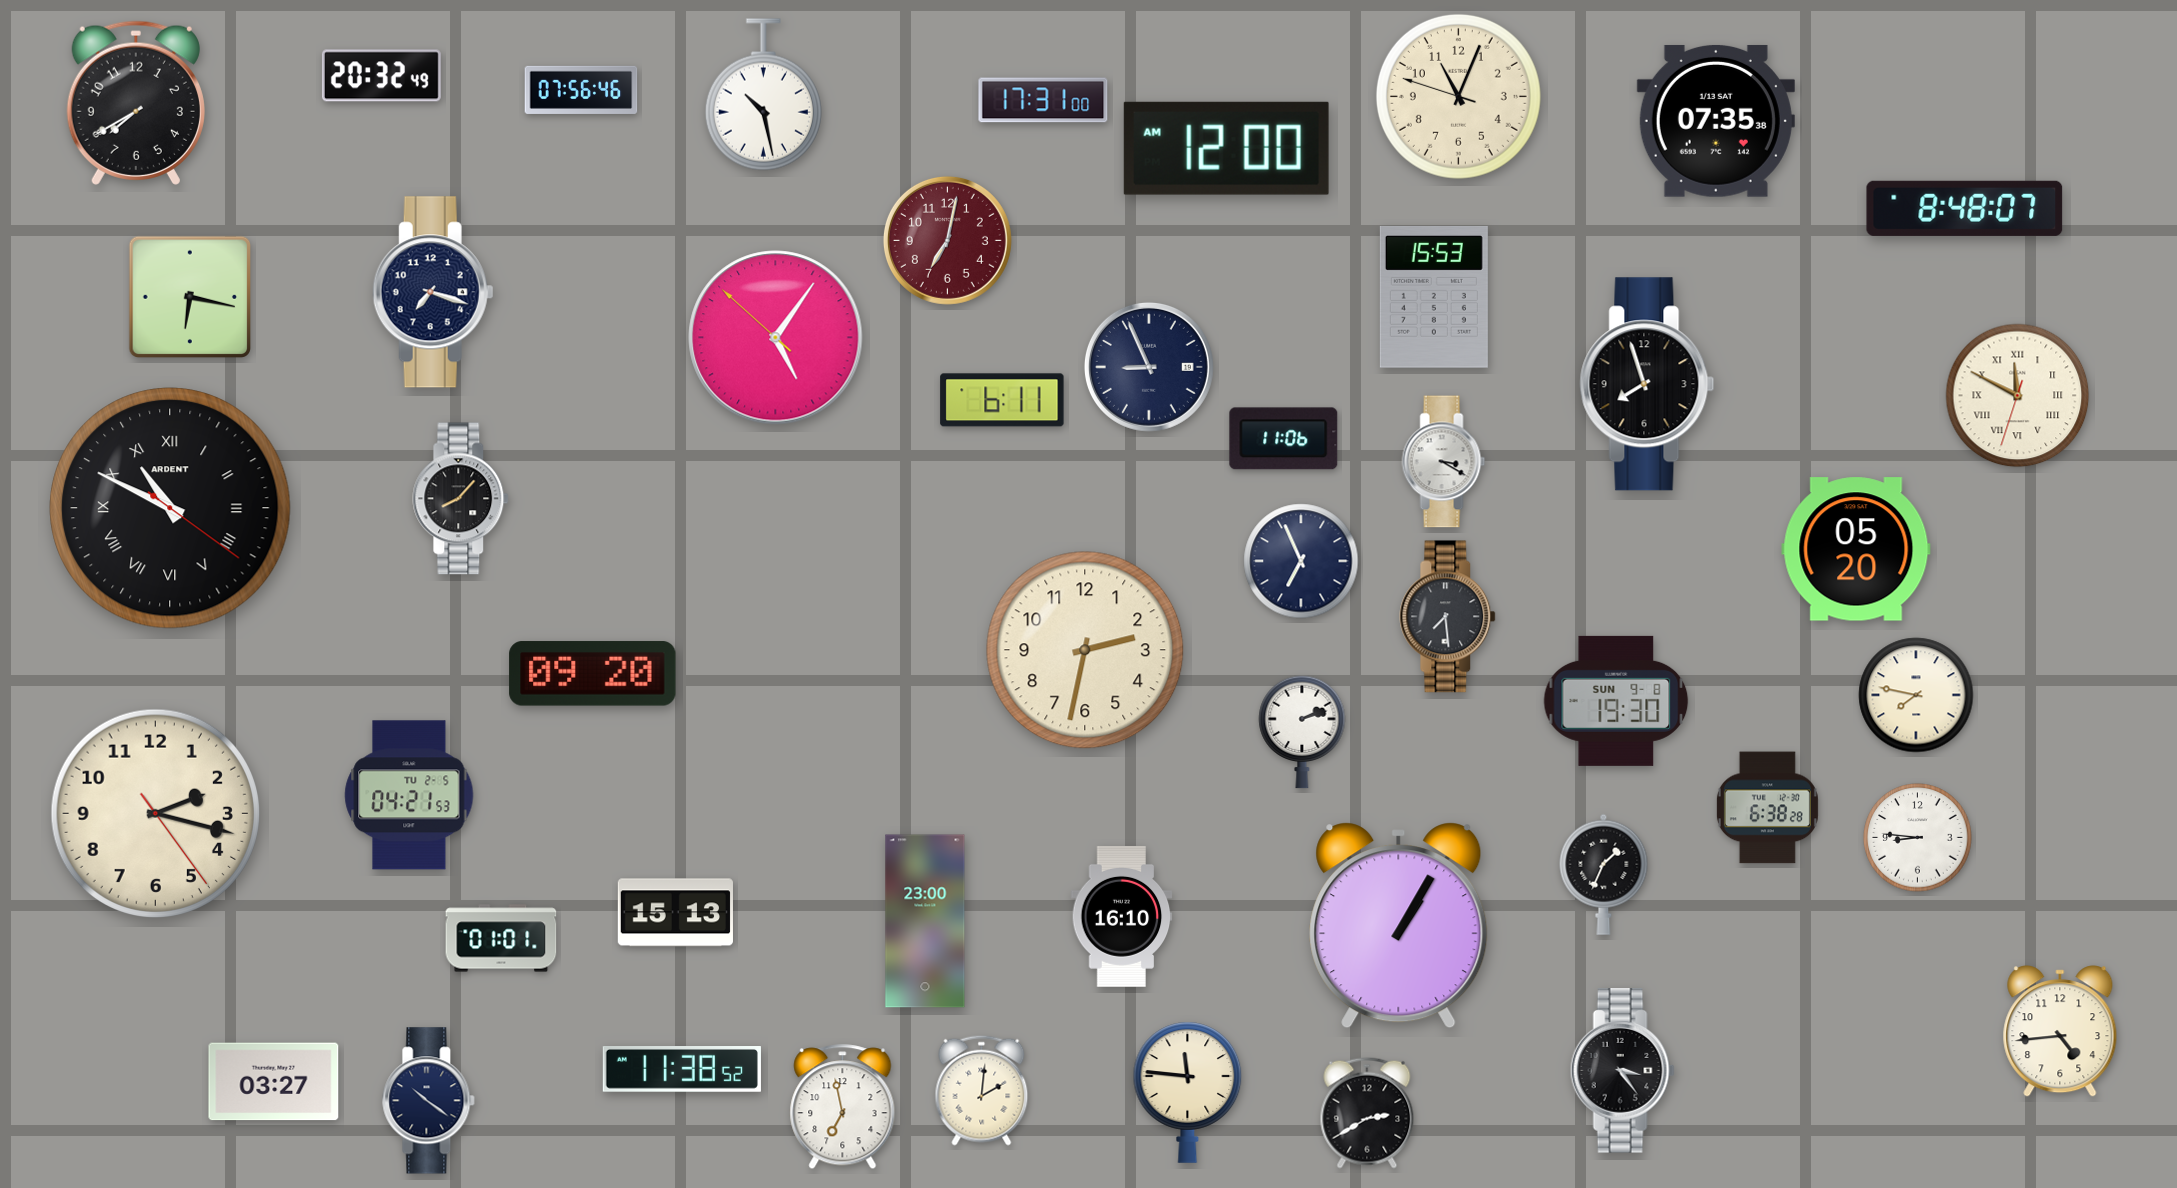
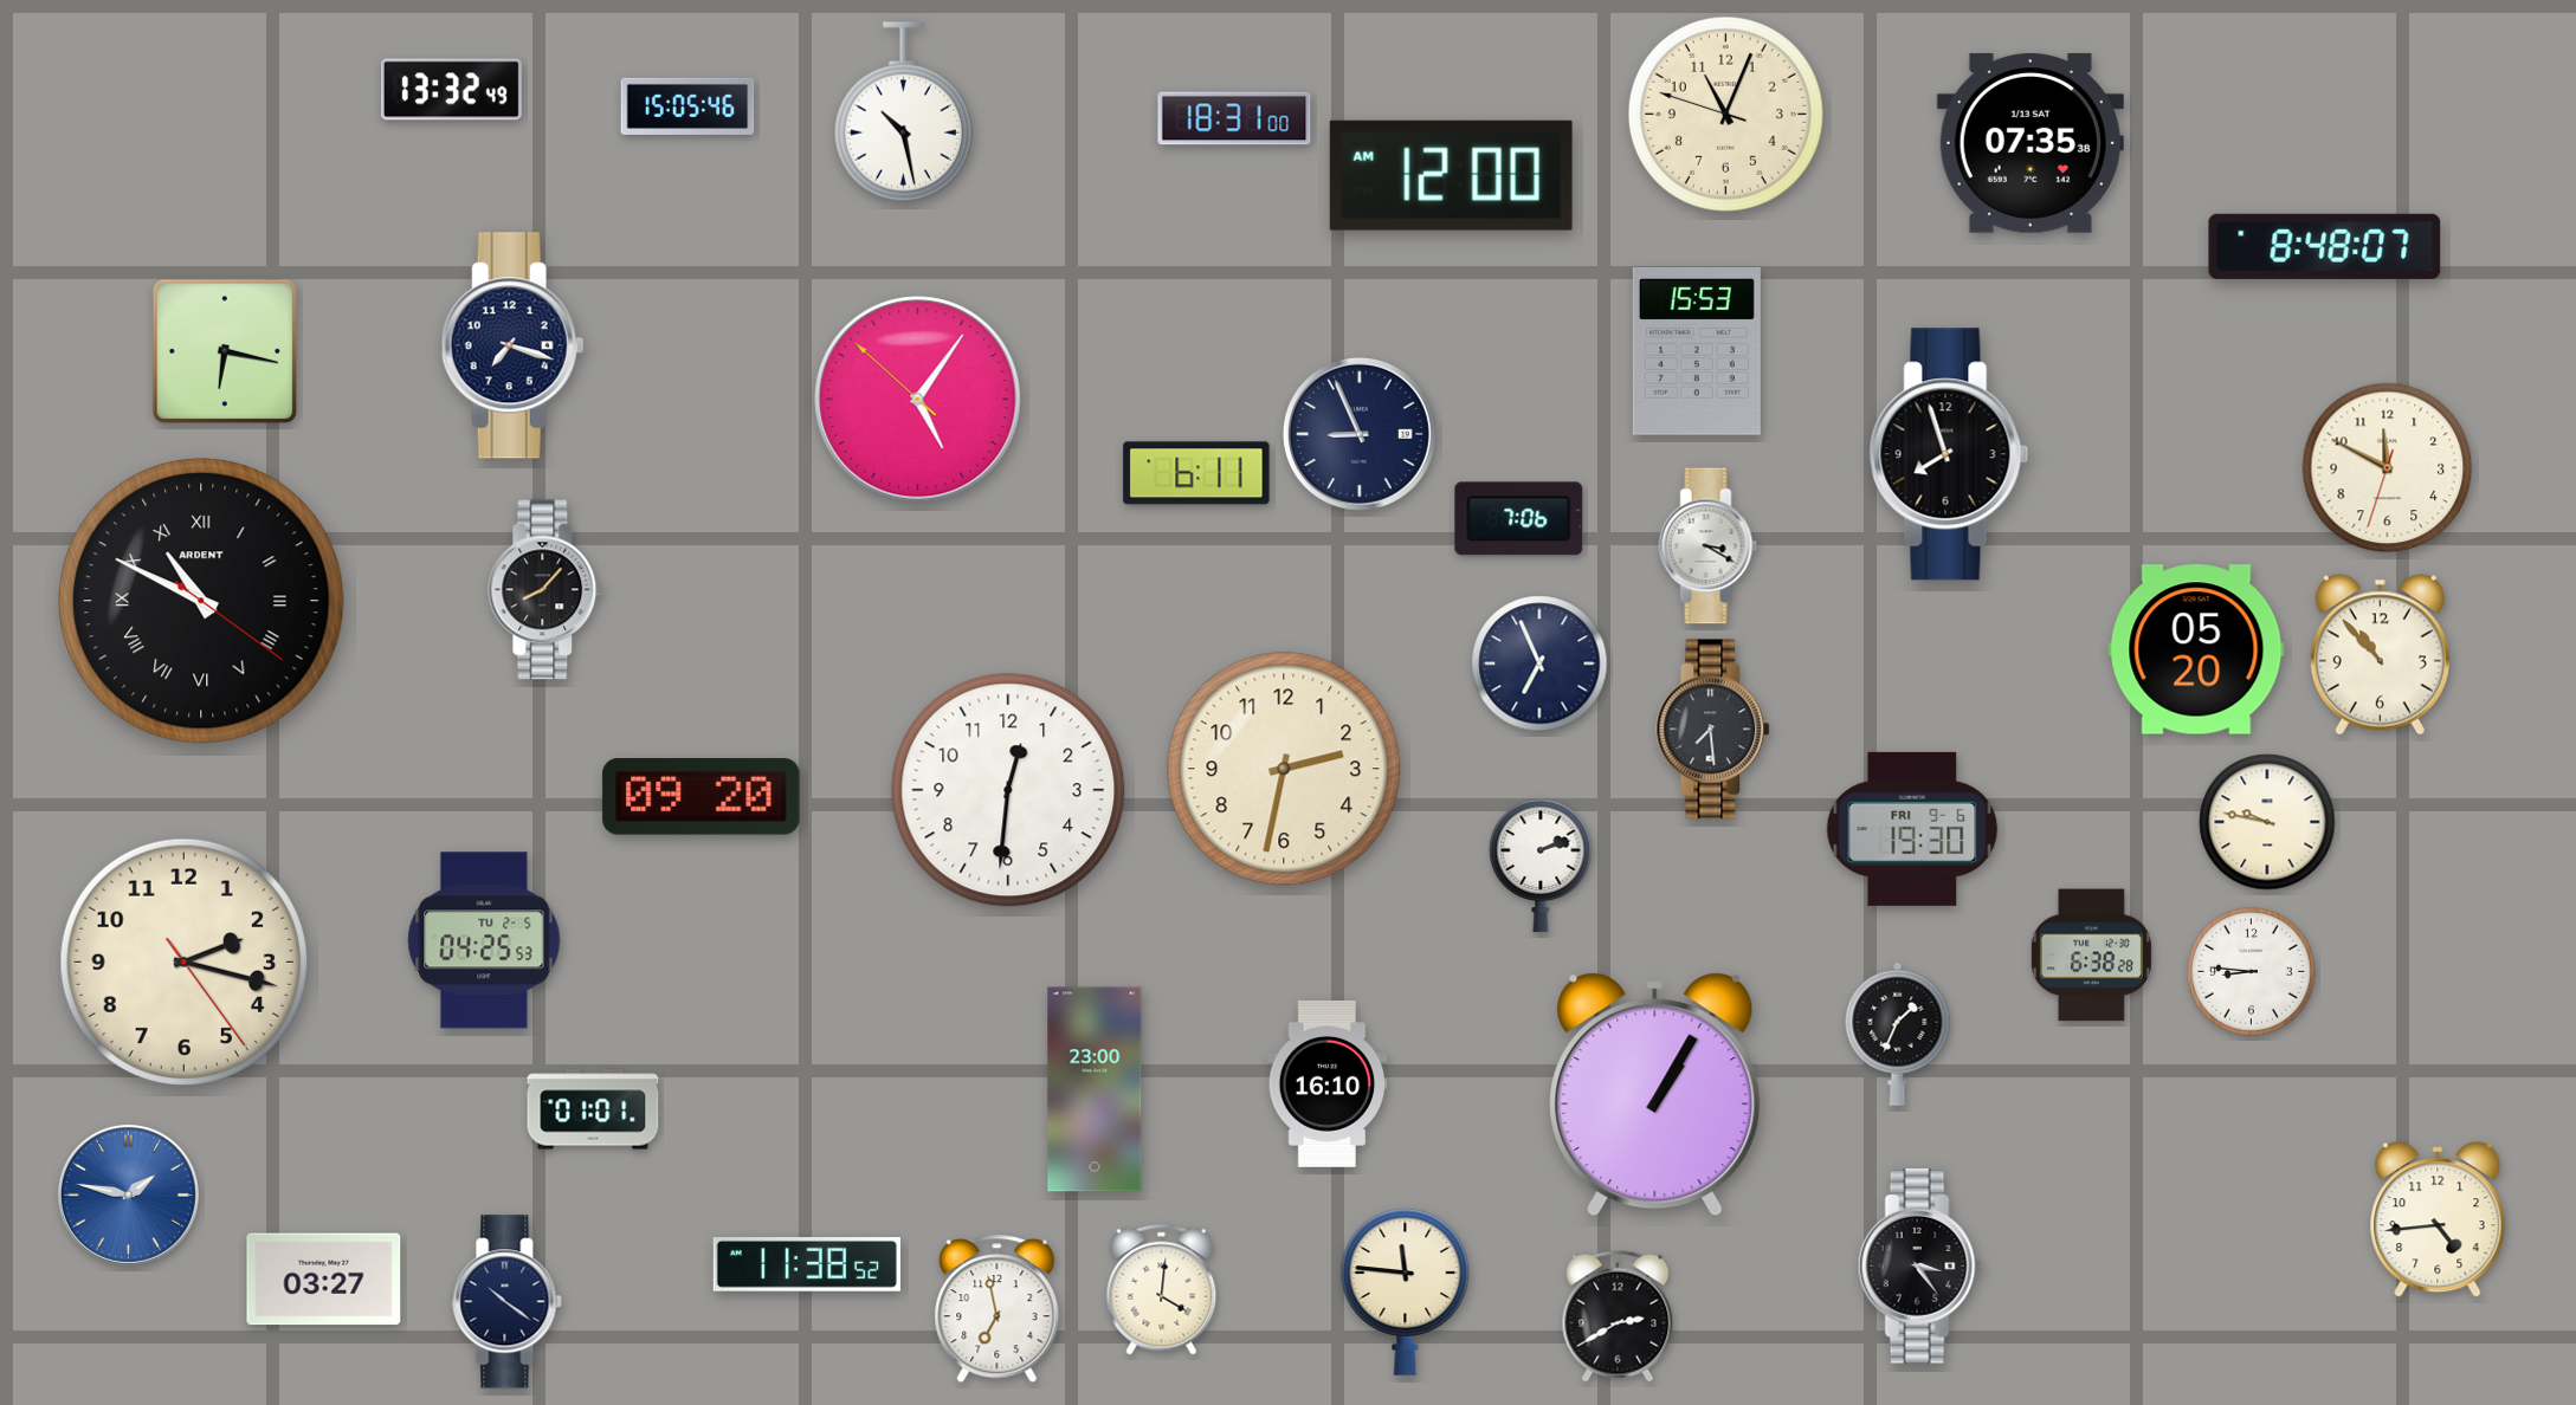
clock at (381, 76): 20:32 -> 13:32
clock at (581, 90): 07:56 -> 15:05
clock at (1043, 100): 17:31 -> 18:31
clock at (136, 103): 7:40 -> none
clock at (947, 240): 7:02 -> none
clock at (2018, 396) numerals: Roman -> Arabic
clock at (1002, 400) position: (1002, 400) -> (1196, 473)
clock at (1284, 439): 11:06 -> 7:06
clock at (2380, 655): none -> 10:53
clock at (1008, 790): none -> 12:31
clock at (1916, 695): 7:47 -> 9:47
clock at (1616, 701) date: SUN 9-8 -> FRI 9-6
clock at (409, 795): 04:21 -> 04:25
clock at (1918, 838) position: (1918, 838) -> (2252, 972)
clock at (675, 913): 15:13 -> none
clock at (128, 1194): none -> 1:47
clock at (982, 1090): 2:01 -> 4:01
